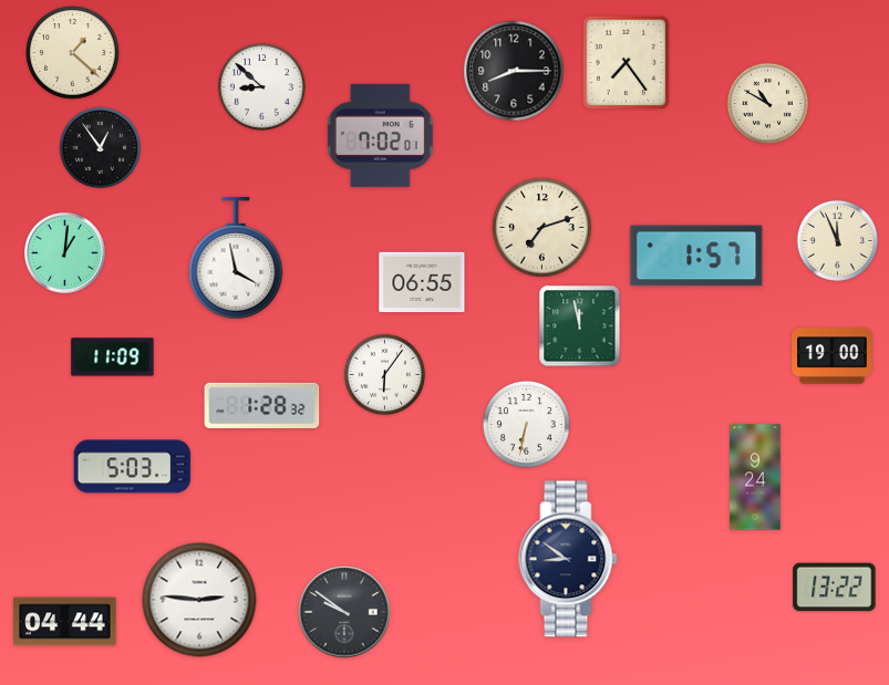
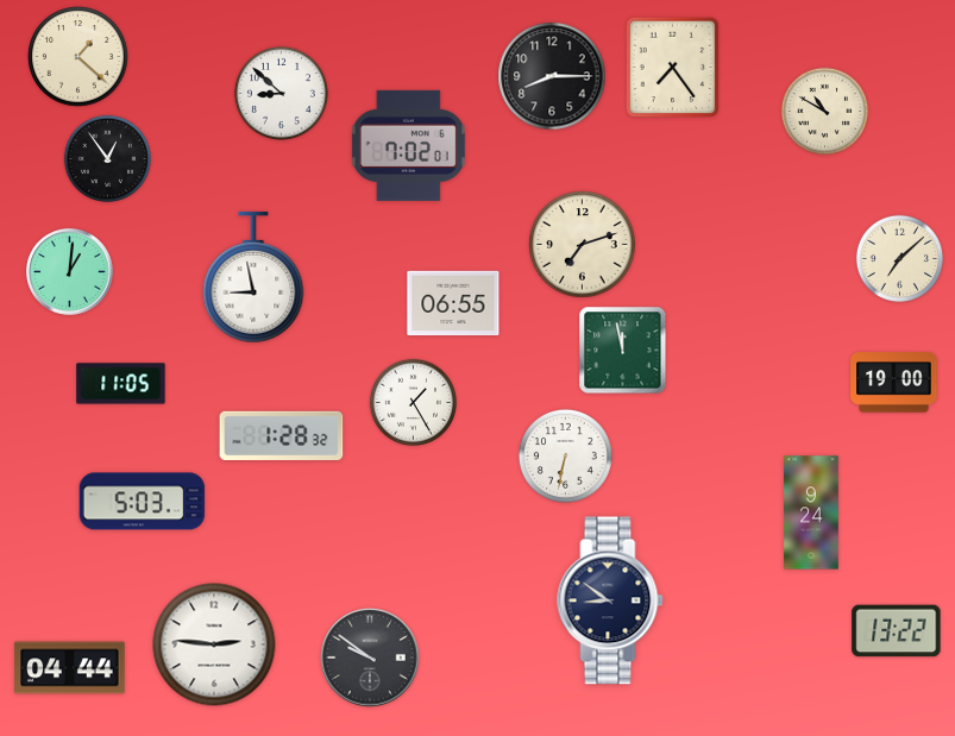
clock at (837, 240): 11:56 -> 7:08
clock at (696, 256): 1:57 -> none
clock at (236, 258): 3:58 -> 8:58
clock at (113, 357): 11:09 -> 11:05
clock at (384, 374): 6:06 -> 1:25
